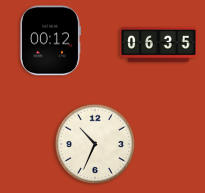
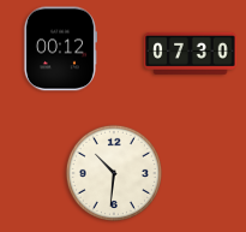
clock at (159, 44): 06:35 -> 07:30
clock at (95, 144): 10:34 -> 10:31
